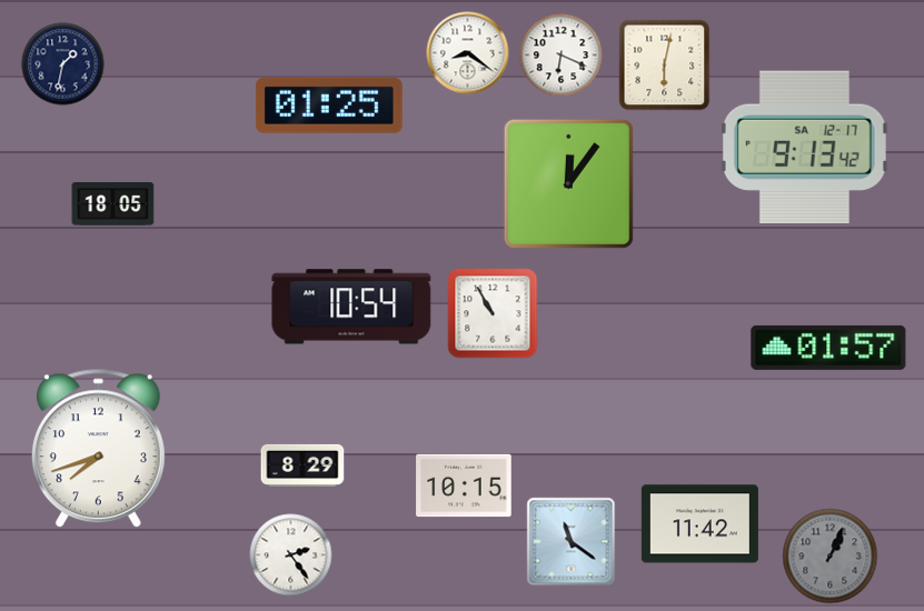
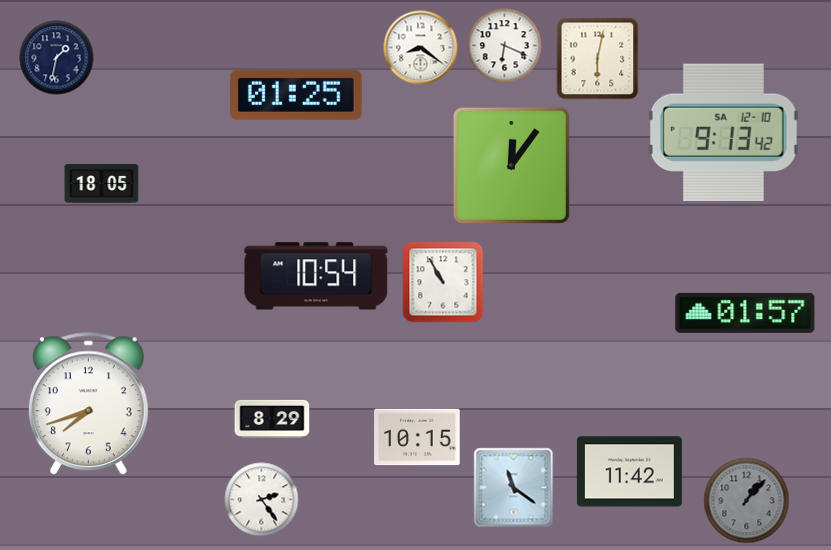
clock at (562, 56) position: (562, 56) -> (505, 46)
clock at (804, 148) date: SA 12-17 -> SA 12-10
clock at (831, 557): 1:04 -> 1:07
